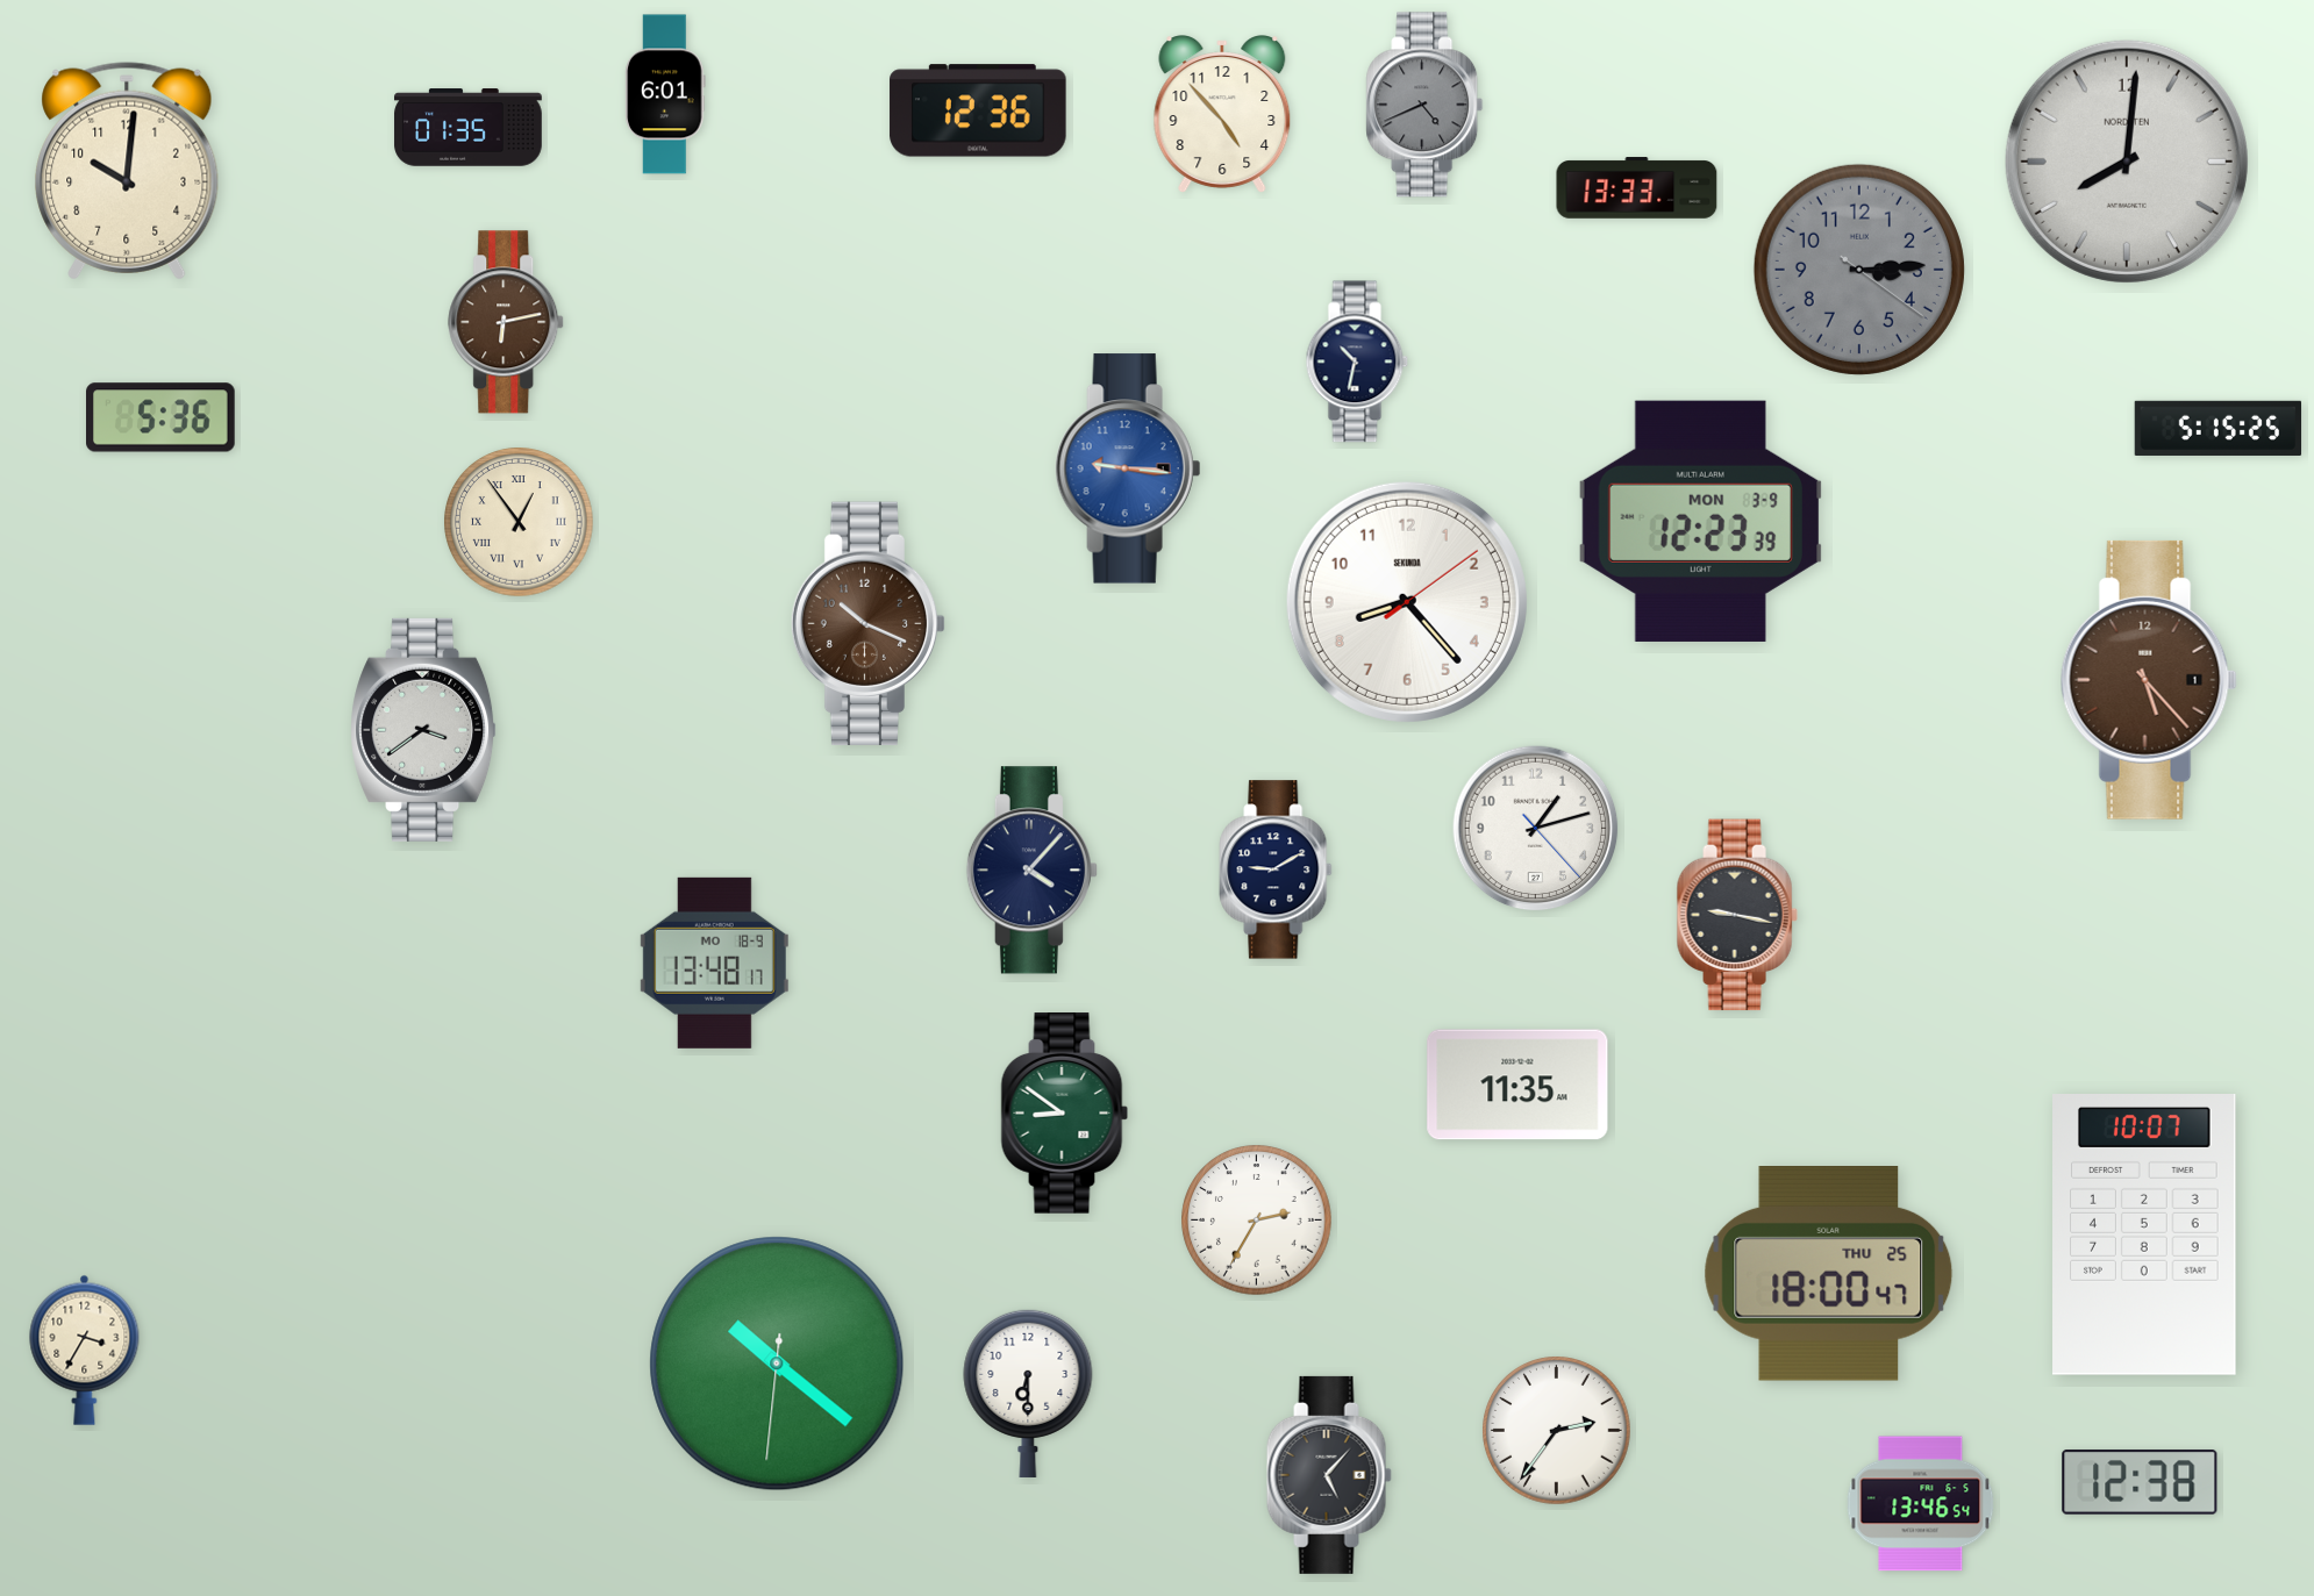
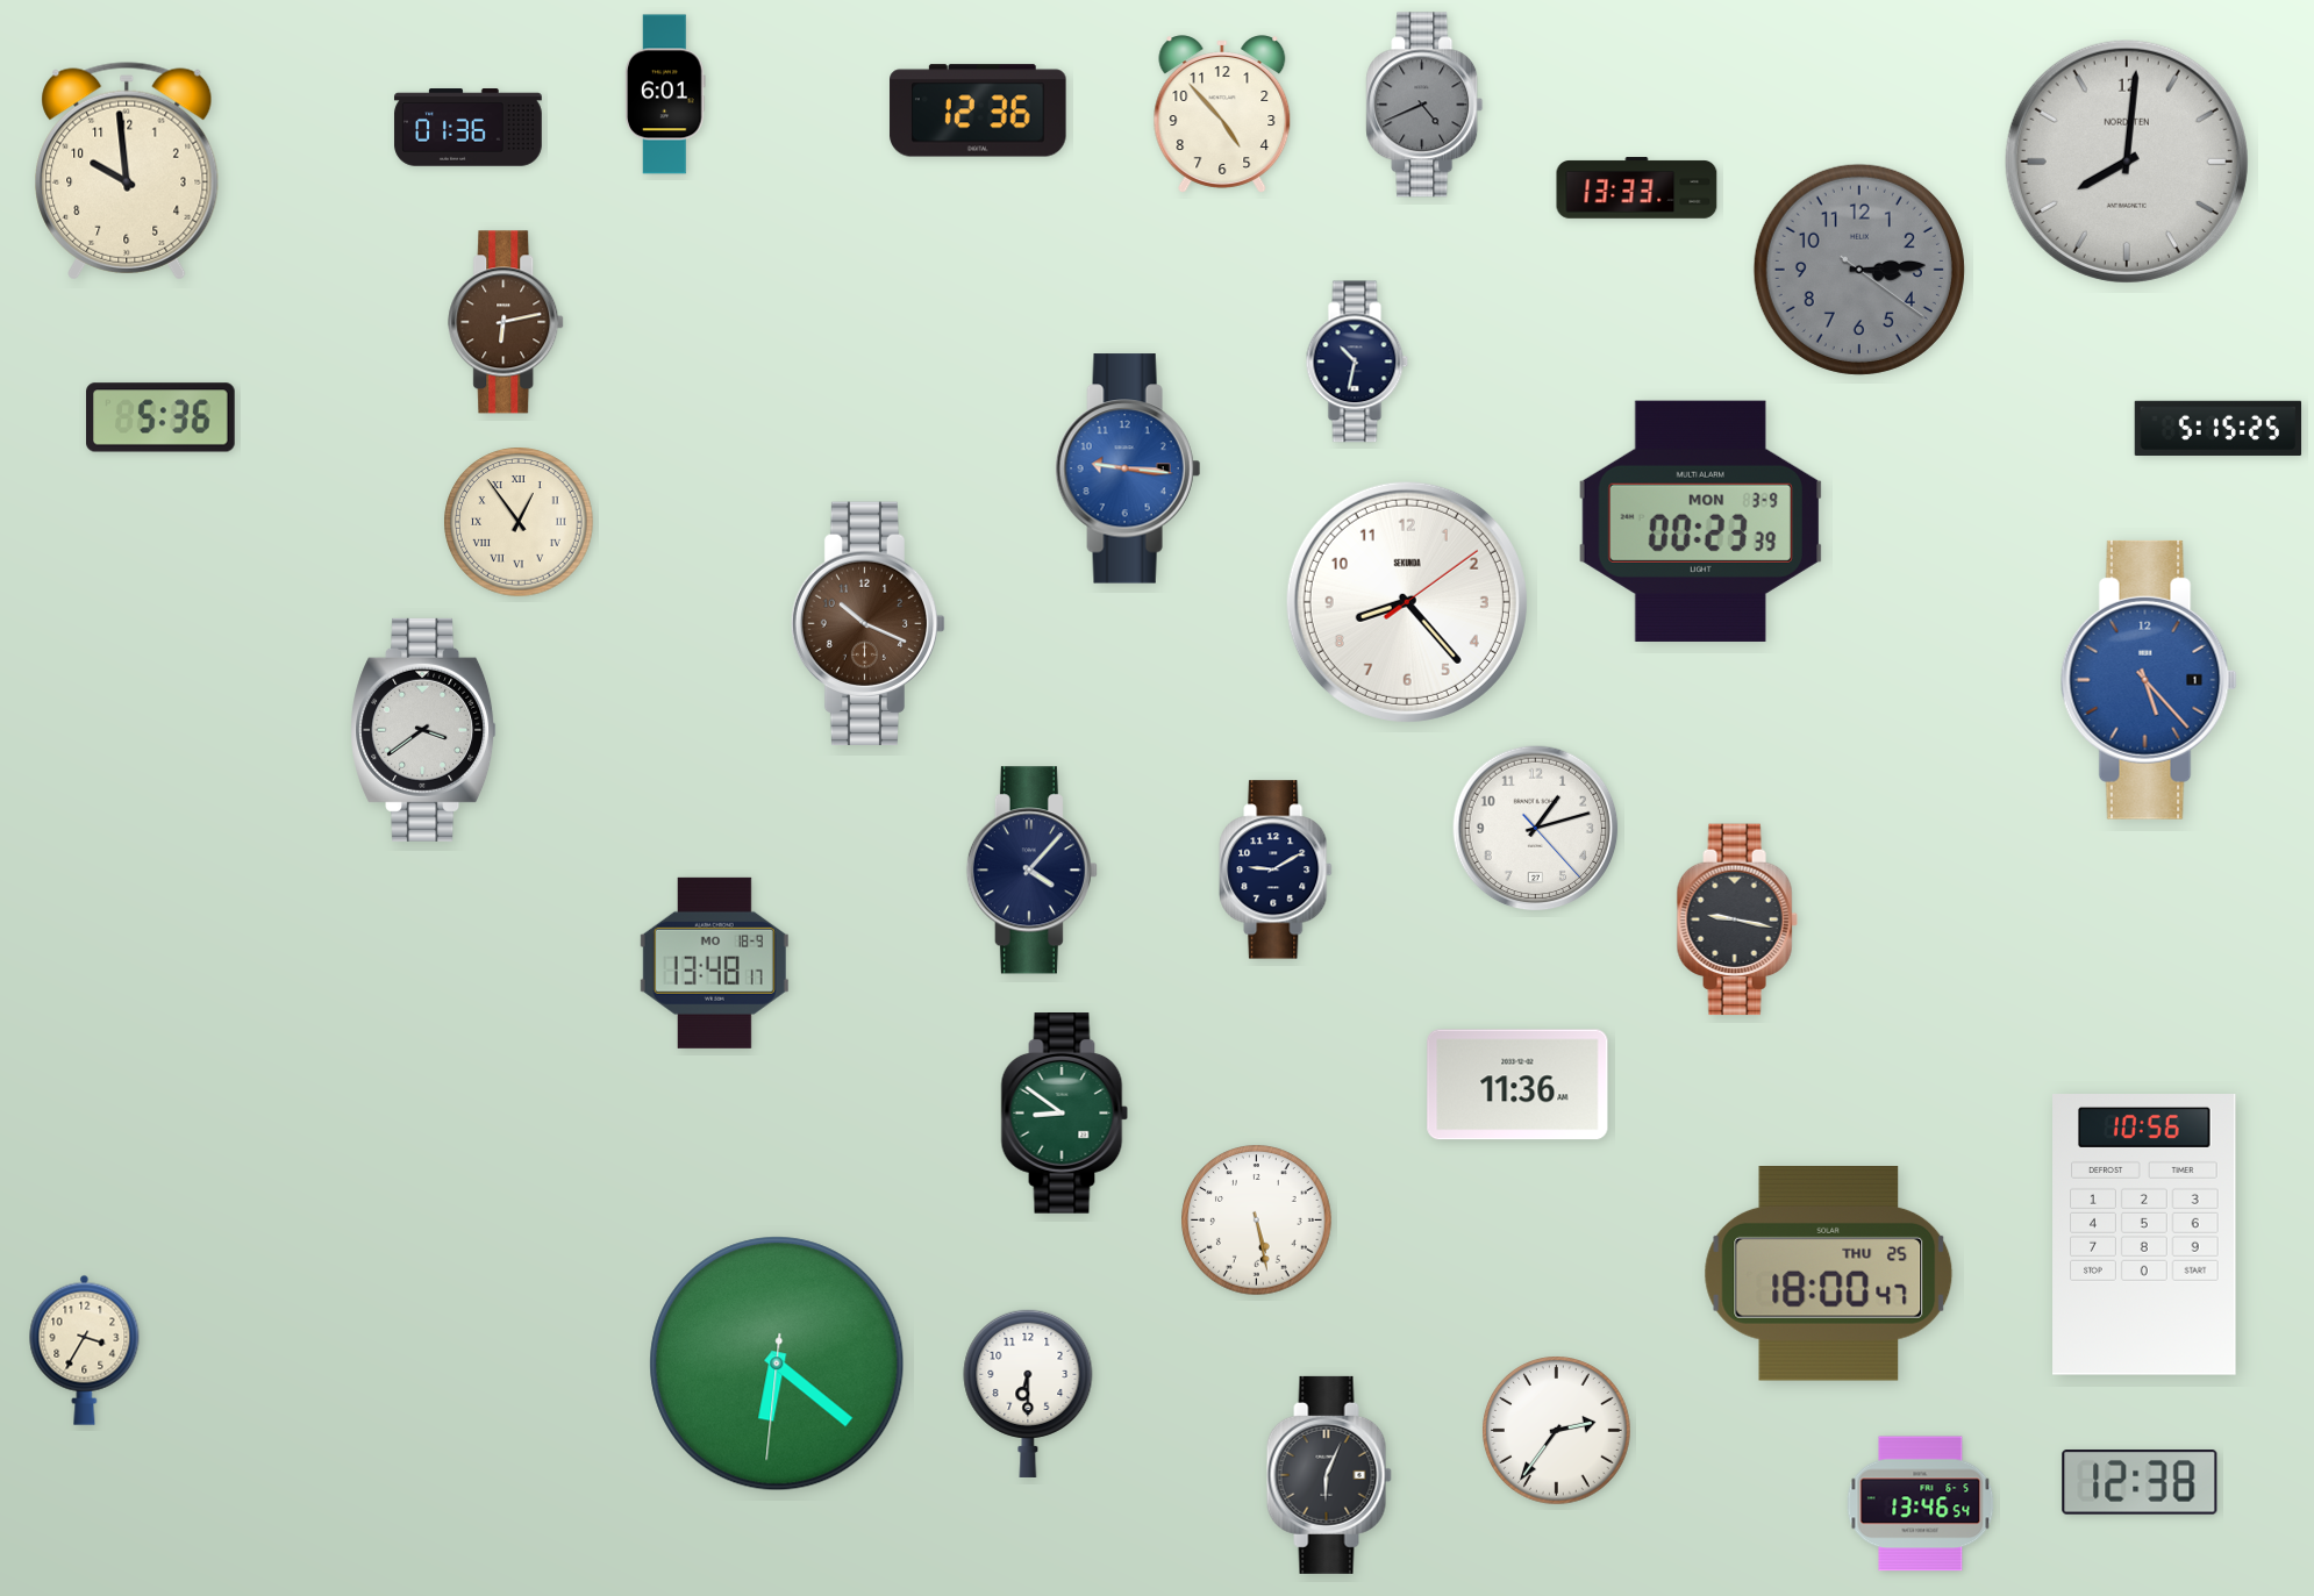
clock at (469, 128): 01:35 -> 01:36
clock at (127, 171): 10:01 -> 9:59
clock at (1700, 521): 12:23 -> 00:23
clock at (2149, 680) dial: brown -> blue
clock at (1737, 915) position: (1737, 915) -> (1737, 919)
clock at (1517, 1085): 11:35 -> 11:36
clock at (1257, 1221): 2:35 -> 5:28
clock at (2144, 1236): 10:07 -> 10:56
clock at (777, 1364): 10:21 -> 6:21
clock at (1329, 1475): 5:07 -> 6:04
